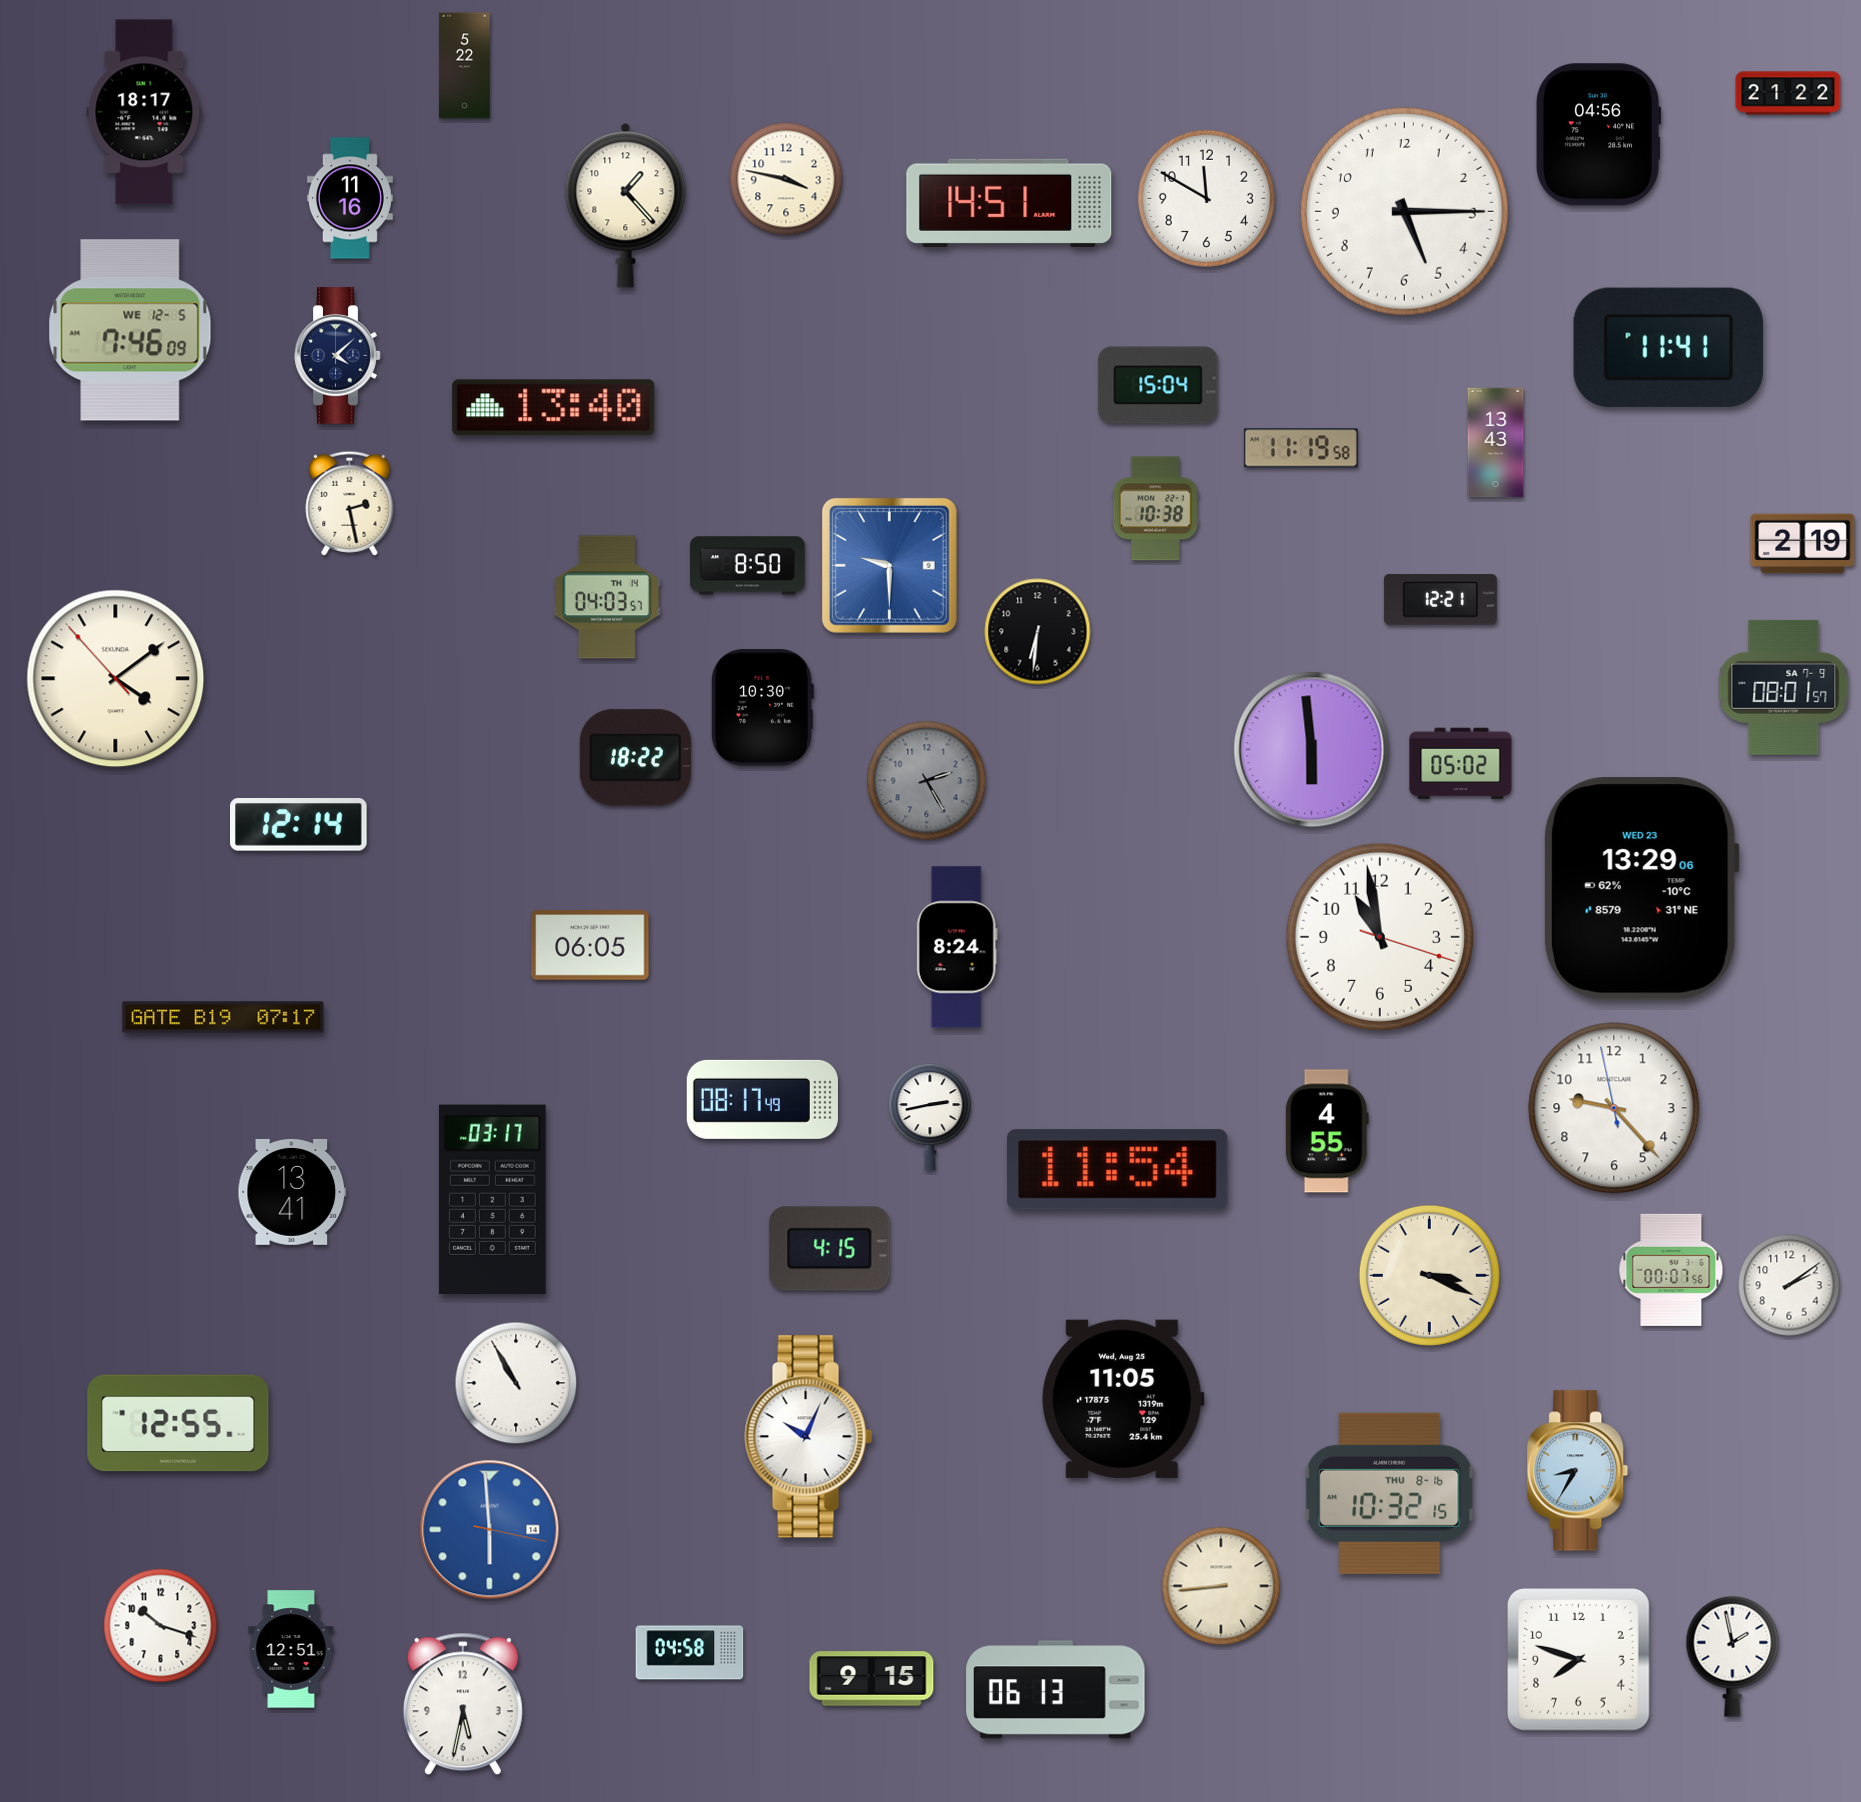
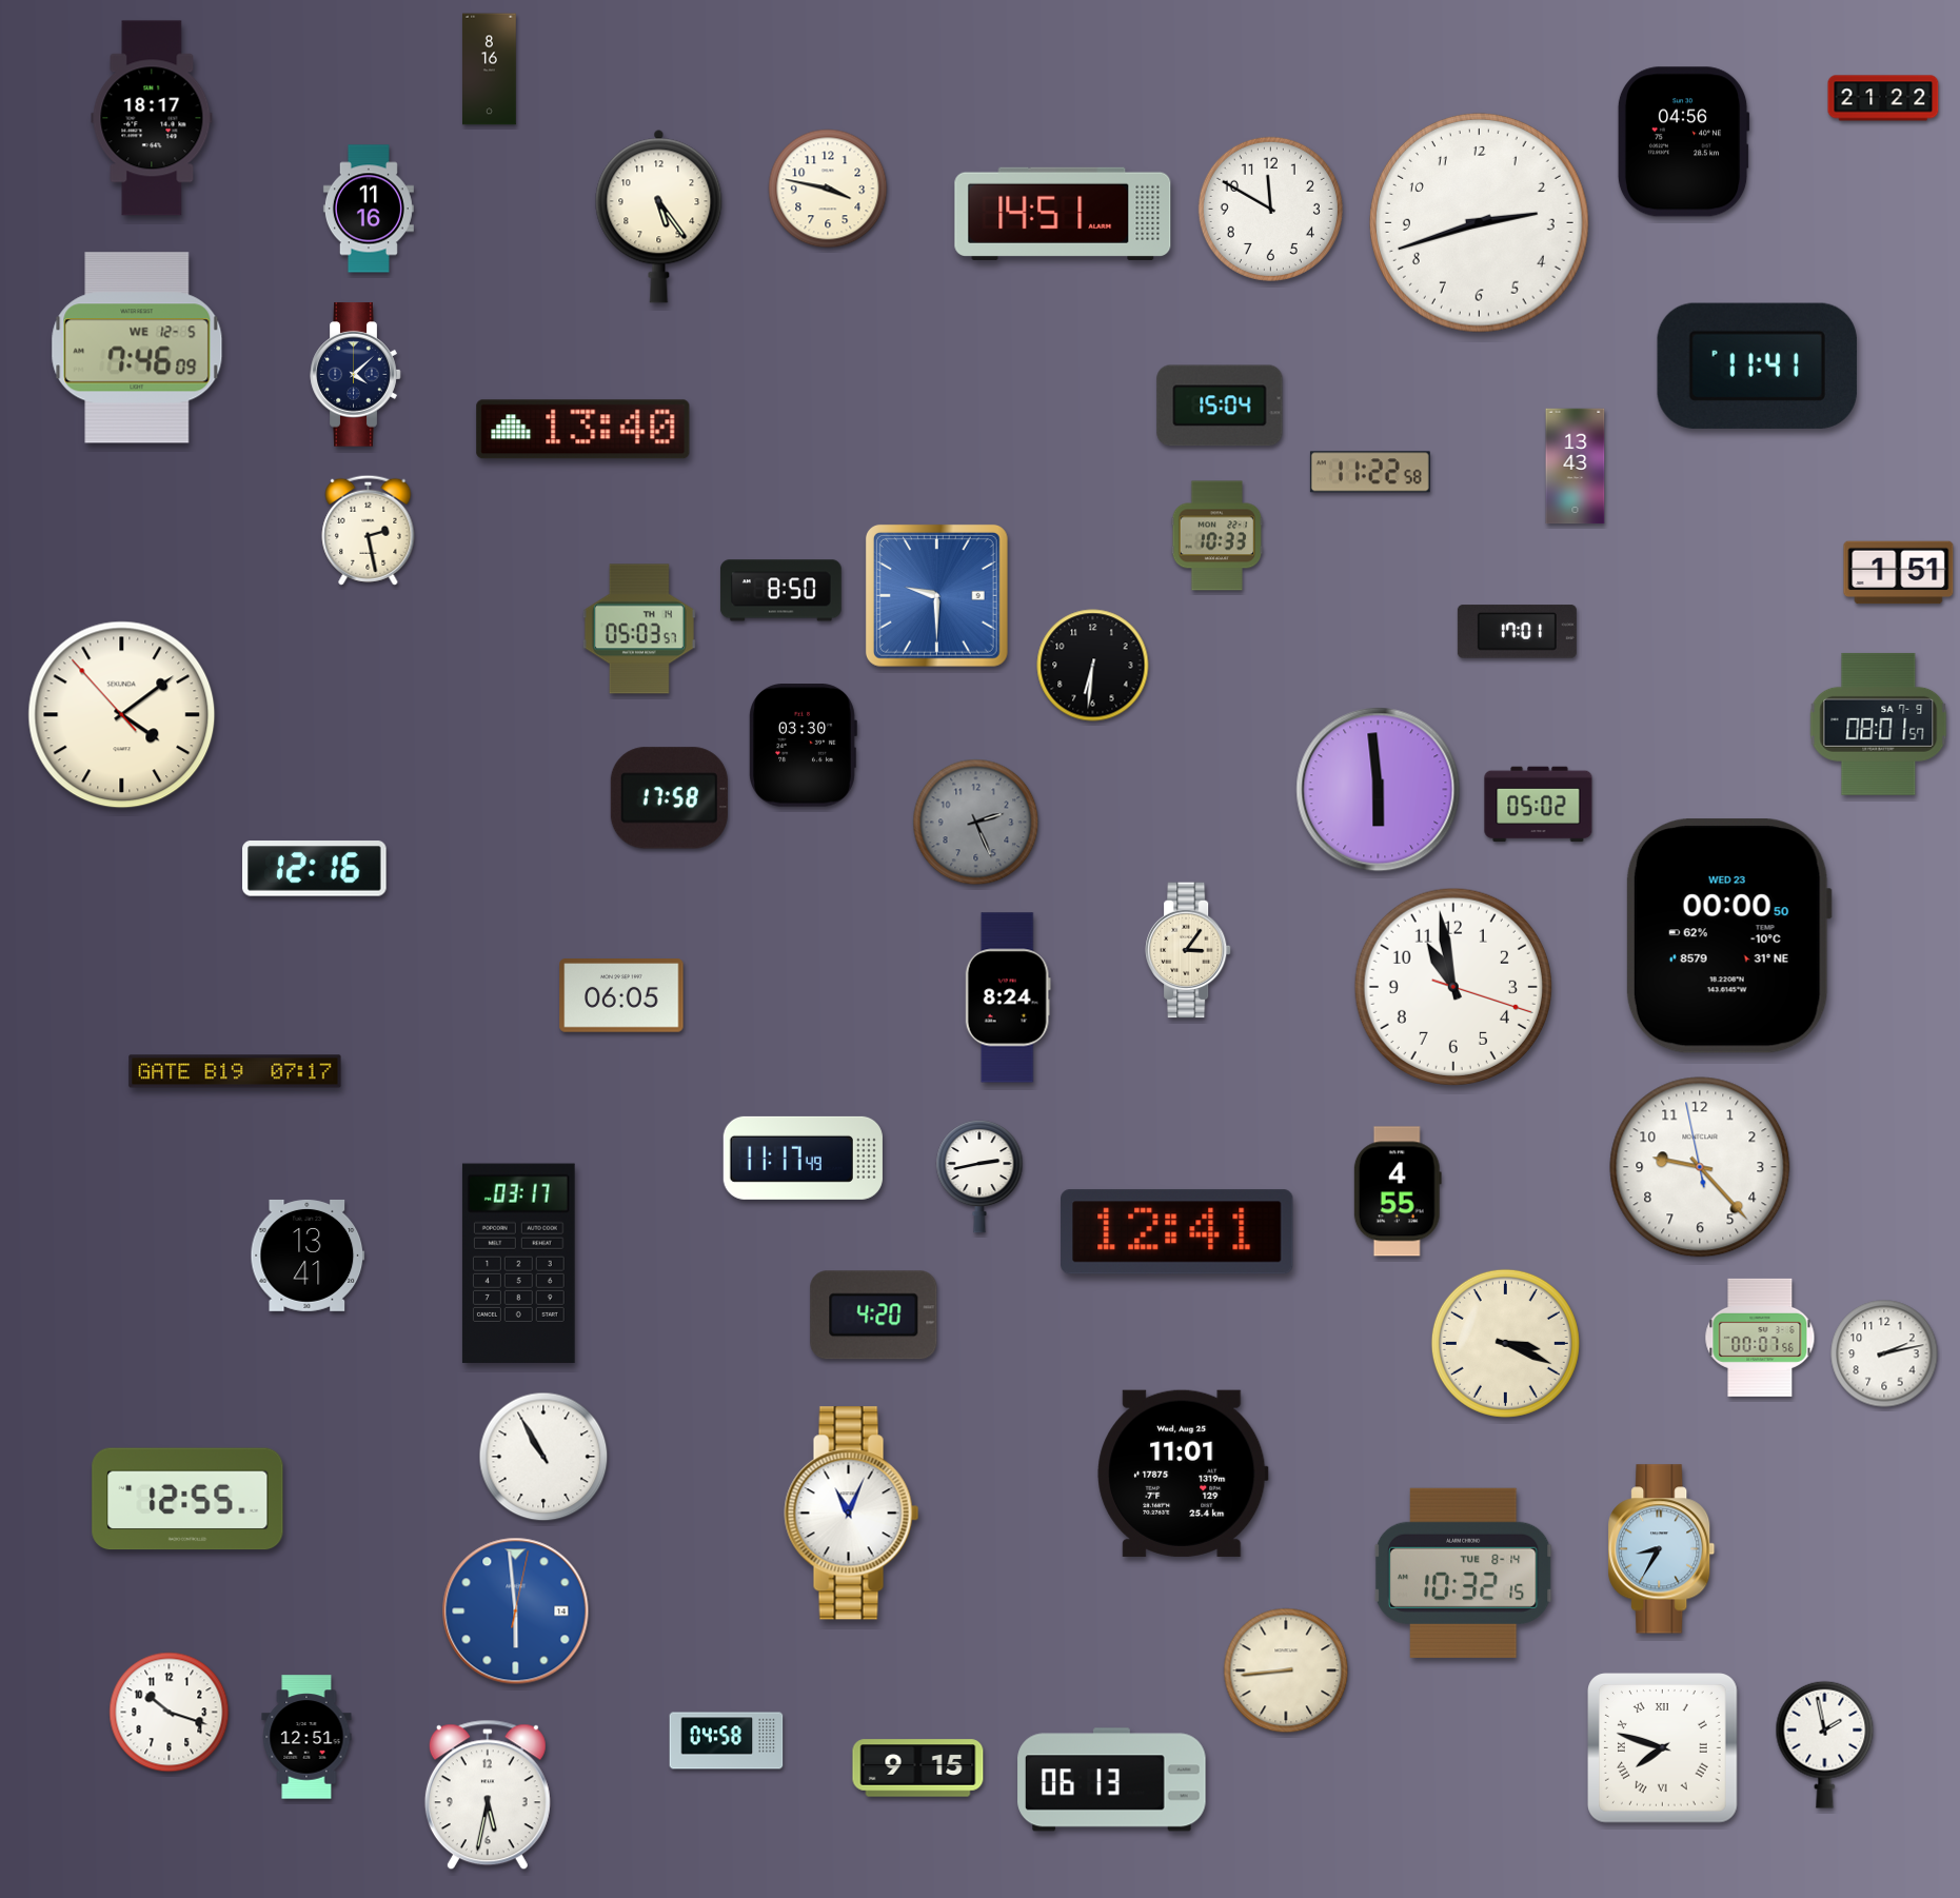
clock at (465, 66): 5:22 -> 8:16
clock at (626, 205): 1:23 -> 5:24
clock at (1404, 211): 5:15 -> 2:42
clock at (1301, 448): 11:19 -> 11:22
clock at (1156, 509): 10:38 -> 10:33
clock at (1803, 544): 2:19 -> 1:51
clock at (747, 566) position: (747, 566) -> (780, 591)
clock at (607, 597): 04:03 -> 05:03
clock at (1440, 600): 12:21 -> 17:01
clock at (762, 708): 10:30 -> 03:30
clock at (1312, 750) position: (1312, 750) -> (1379, 790)
clock at (635, 758): 18:22 -> 17:58
clock at (927, 781): 2:25 -> 2:26
clock at (299, 825): 12:14 -> 12:16
clock at (1641, 889): 13:29 -> 00:00
clock at (1188, 950): none -> 3:06
clock at (762, 1099): 08:17 -> 11:17
clock at (1118, 1170): 11:54 -> 12:41
clock at (830, 1249): 4:15 -> 4:20
clock at (1789, 1285): 2:09 -> 2:13
clock at (1123, 1399): 11:05 -> 11:01
clock at (809, 1437): 10:04 -> 11:04
clock at (1389, 1493) date: THU 8-16 -> TUE 8-14
clock at (490, 1530): 5:59:17 -> 5:59:02
clock at (1579, 1660) numerals: Arabic -> Roman
